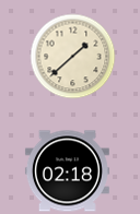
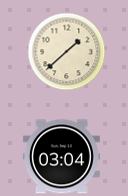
clock at (67, 171): 02:18 -> 03:04
